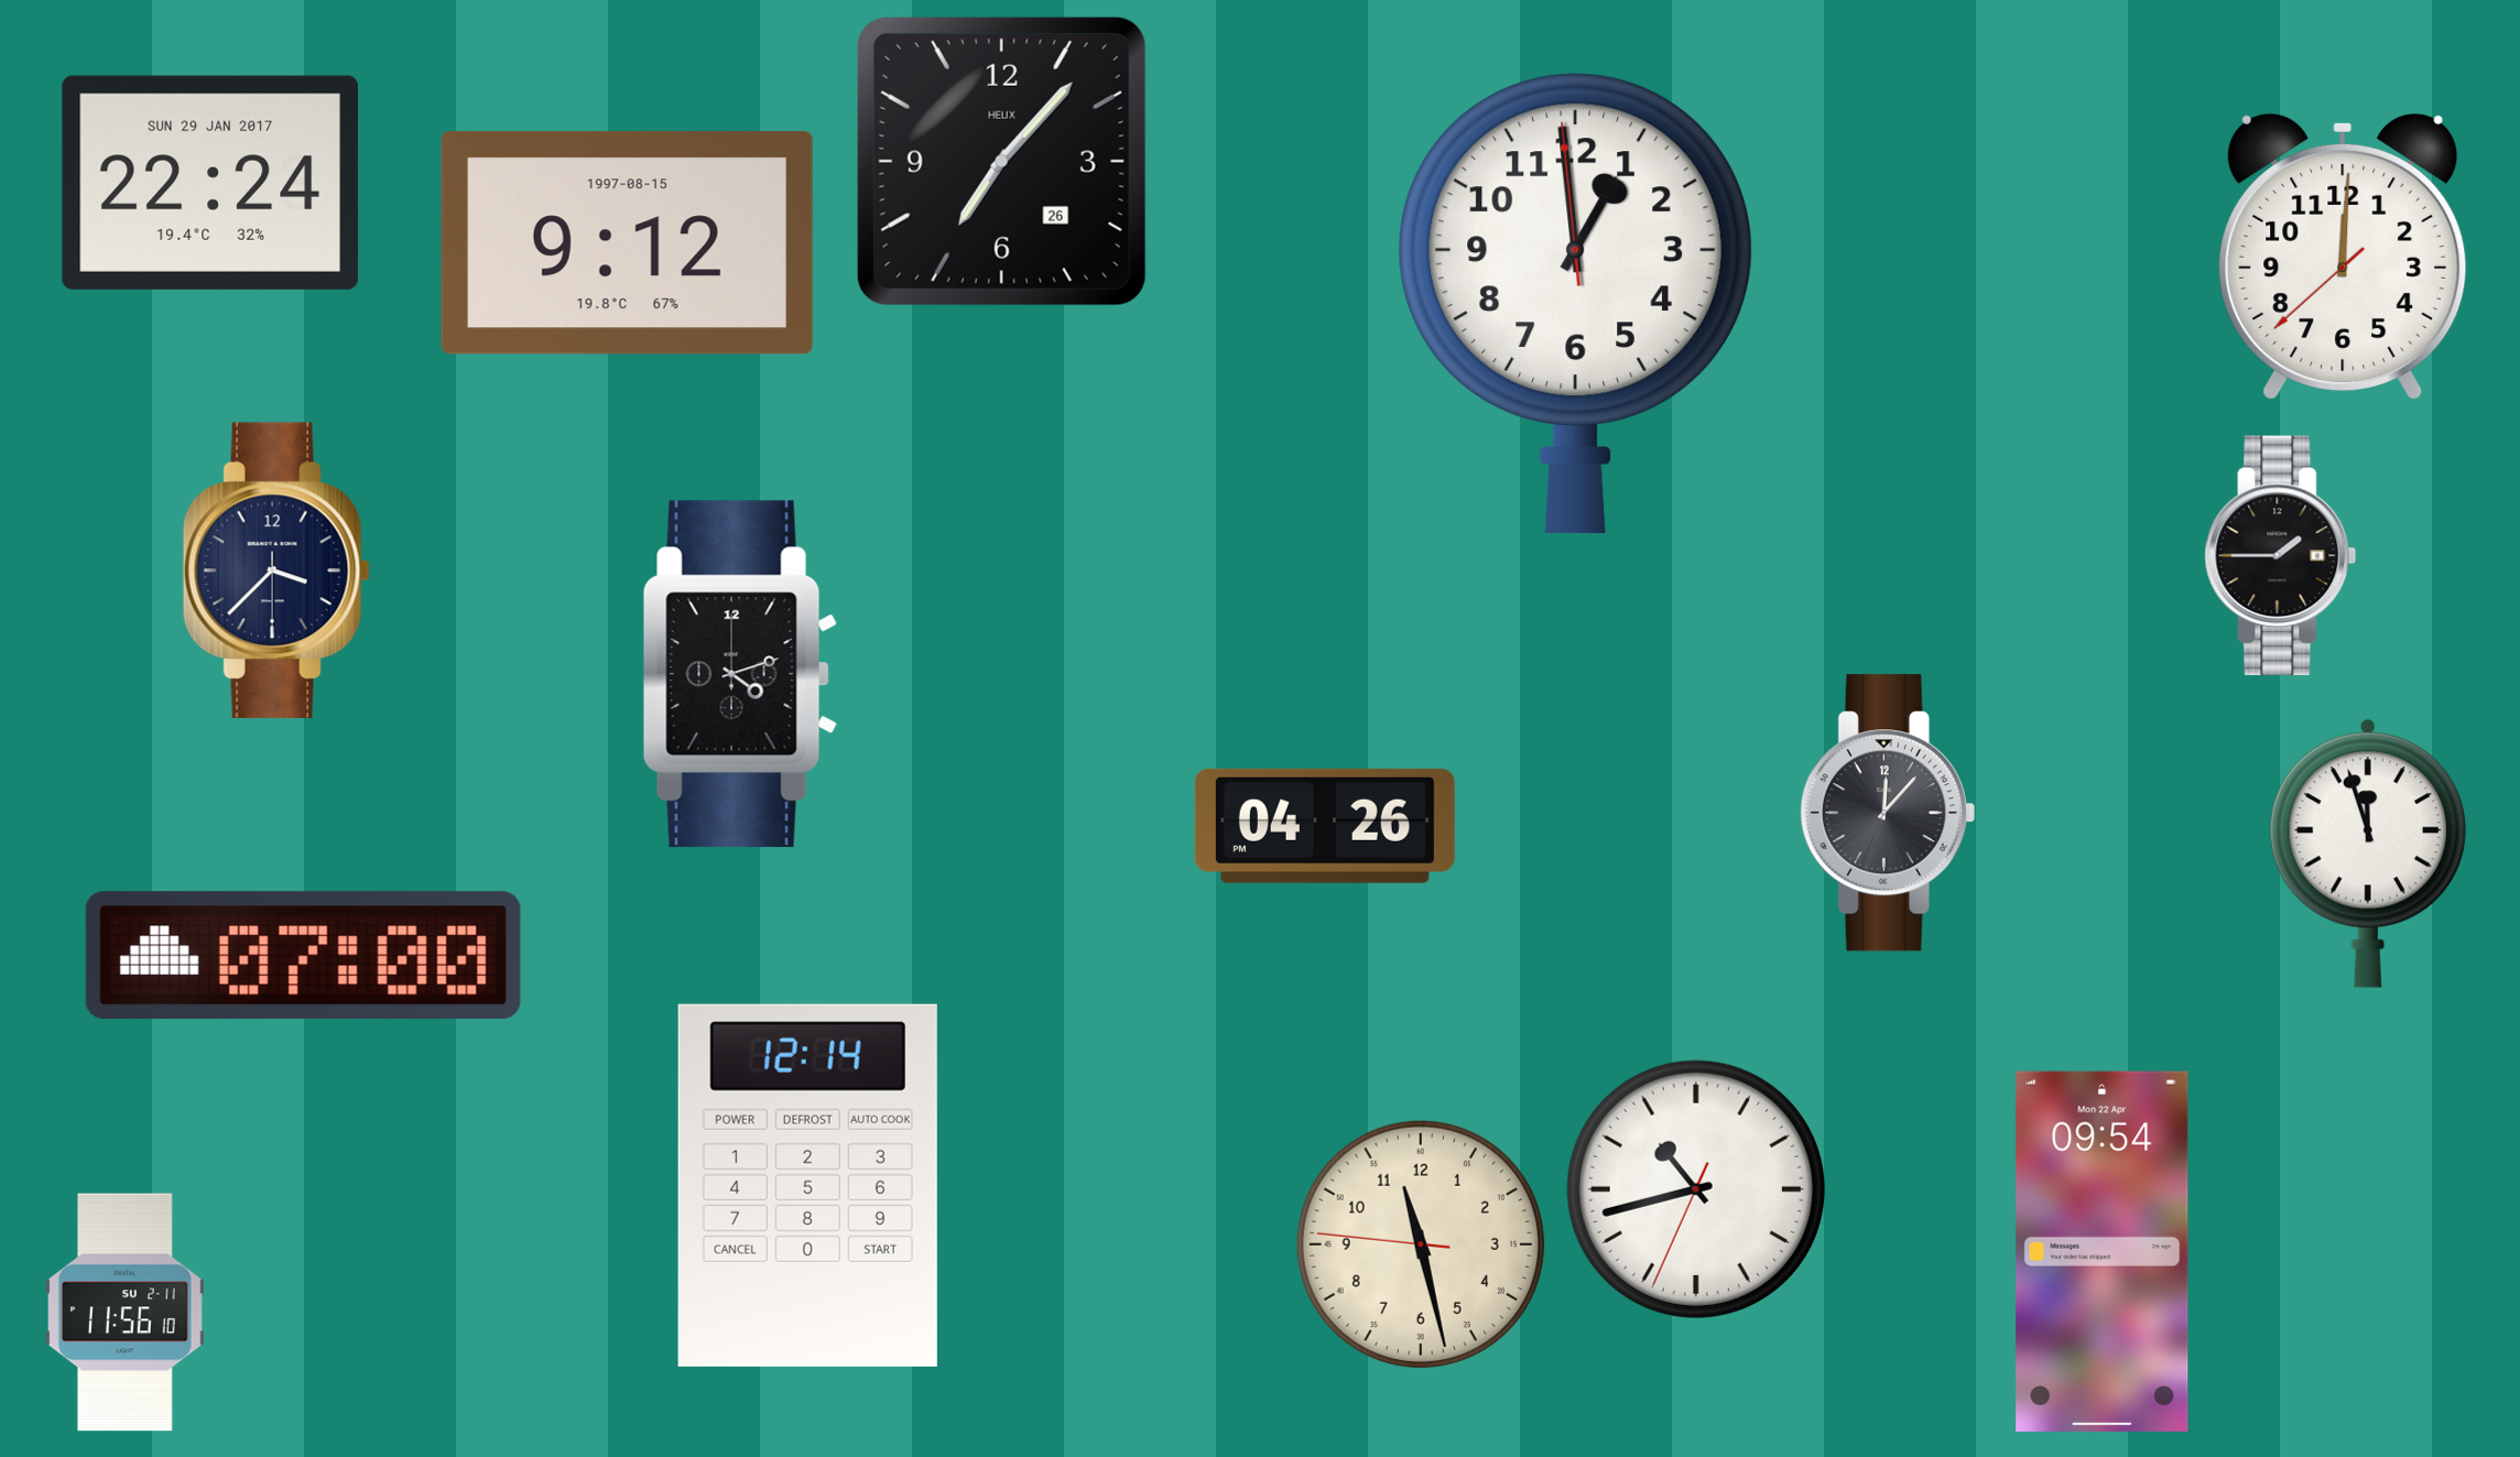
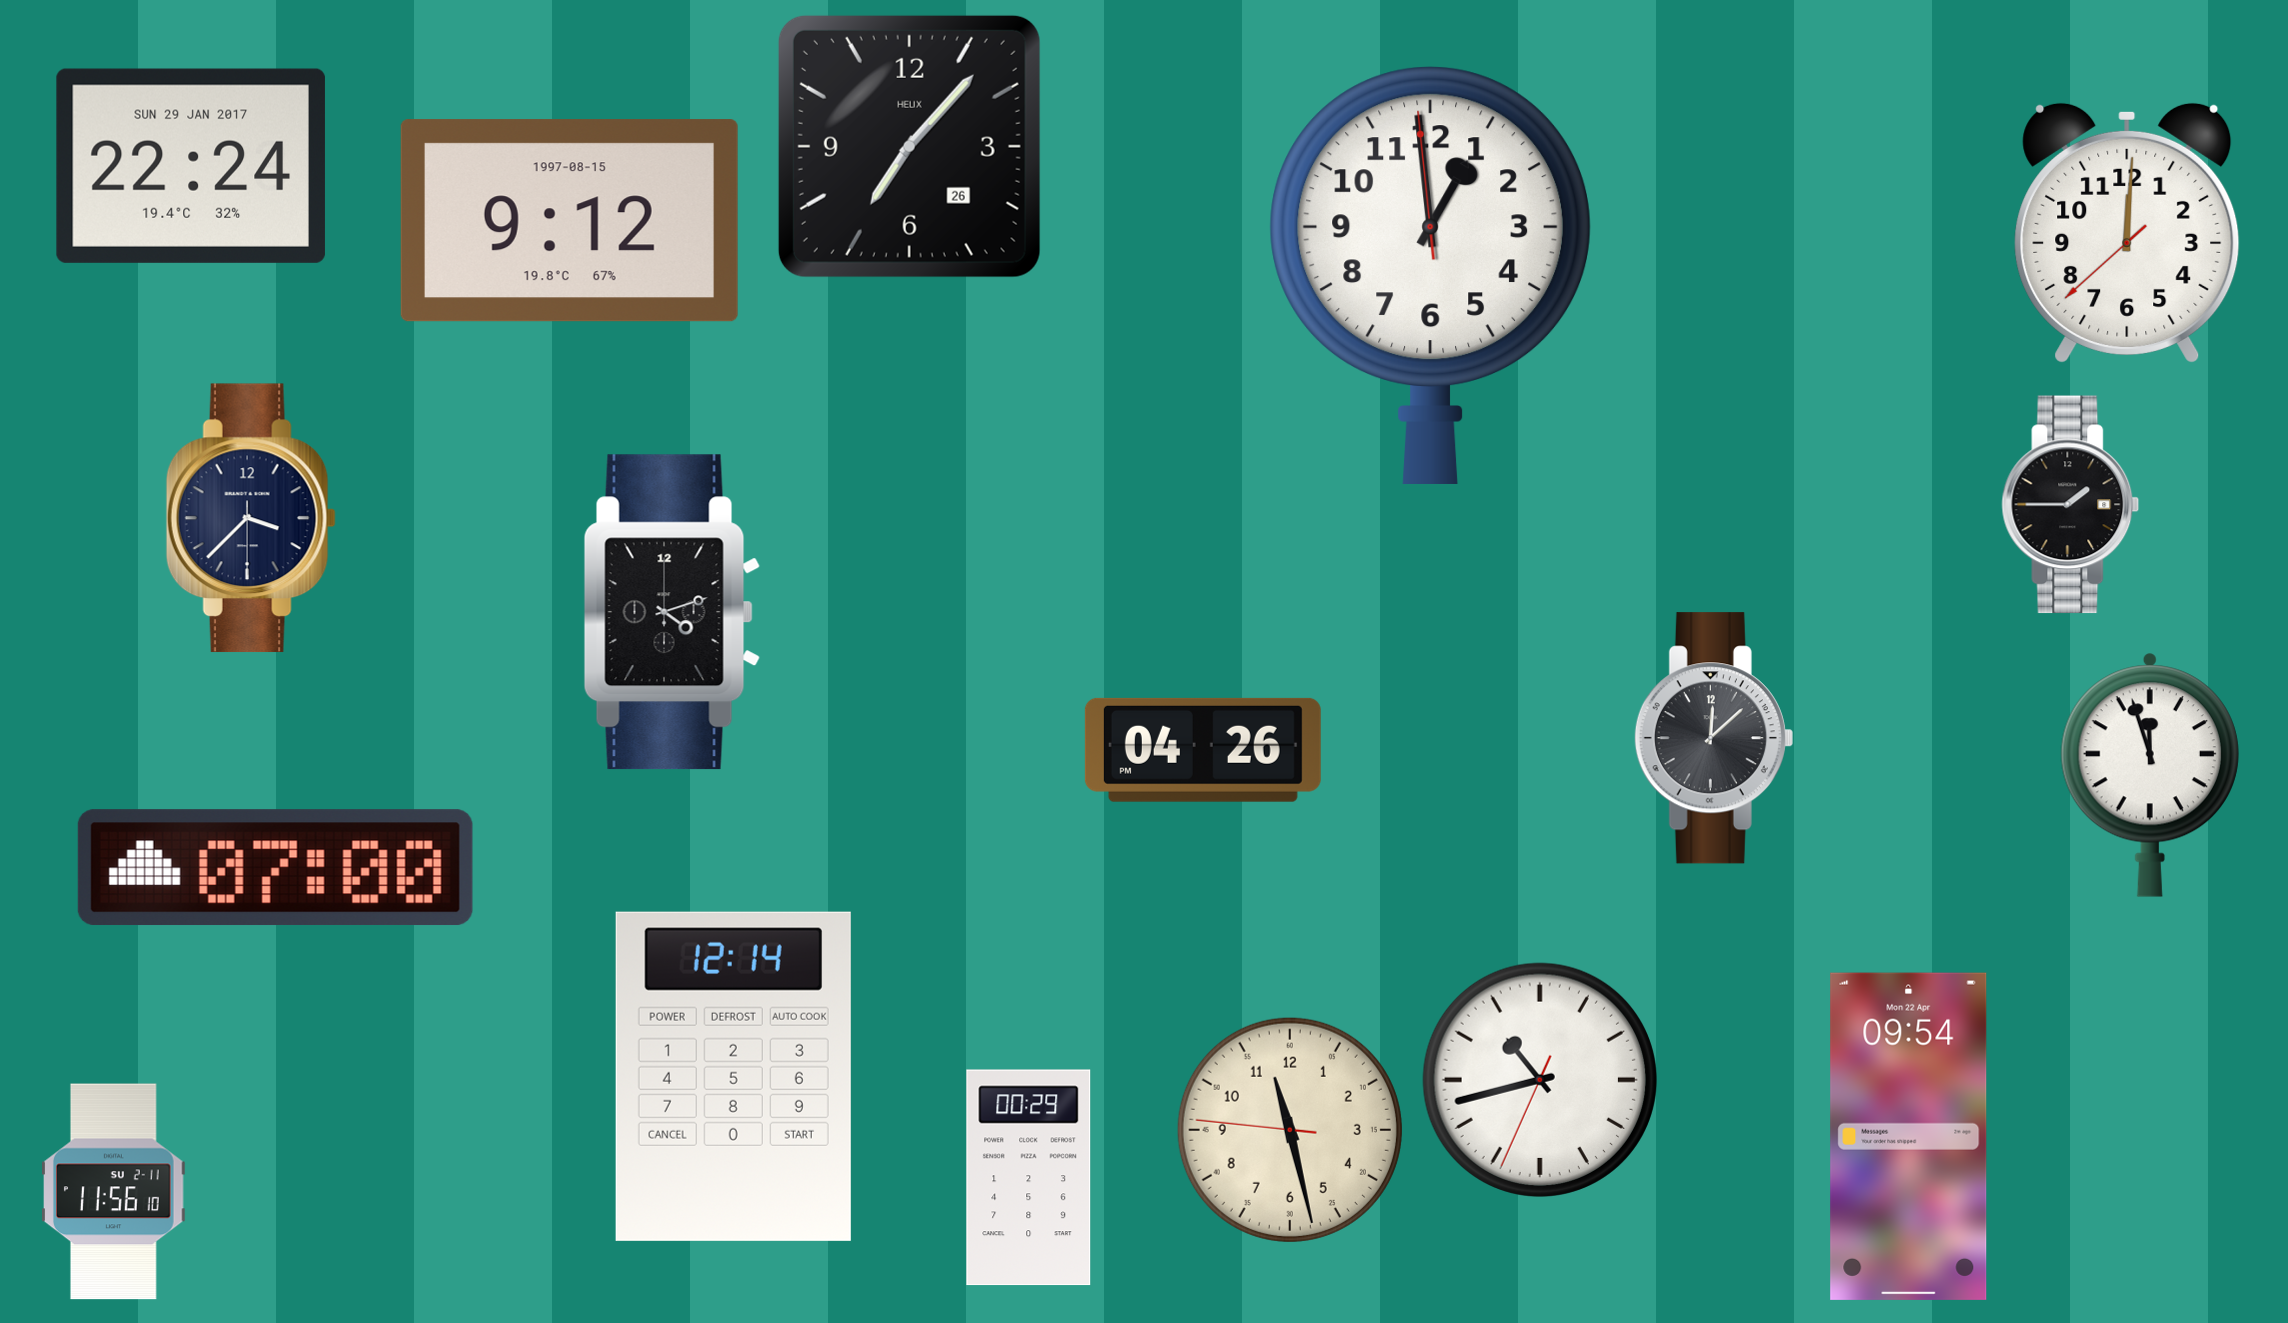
clock at (1888, 813): 12:07 -> 12:08
clock at (1029, 1178): none -> 00:29
